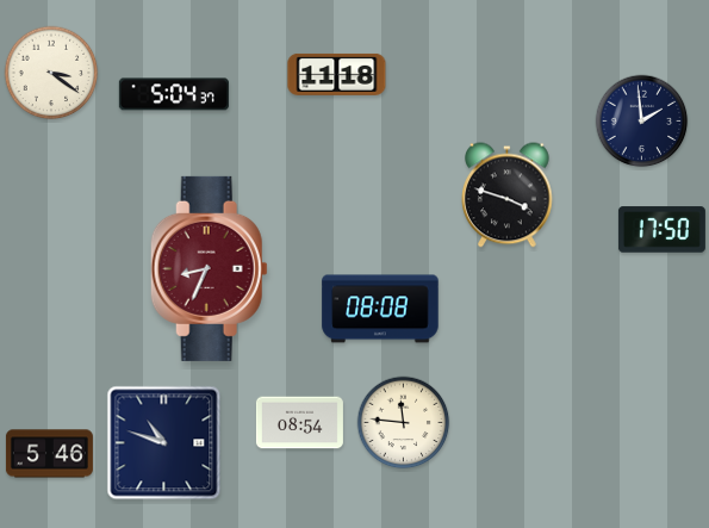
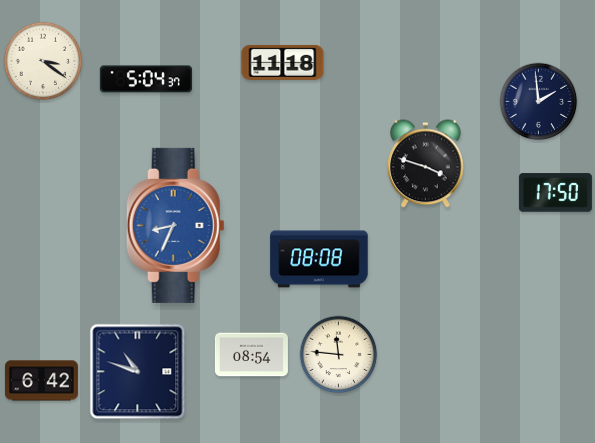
clock at (209, 268) dial: burgundy -> blue
clock at (49, 454): 5:46 -> 6:42
